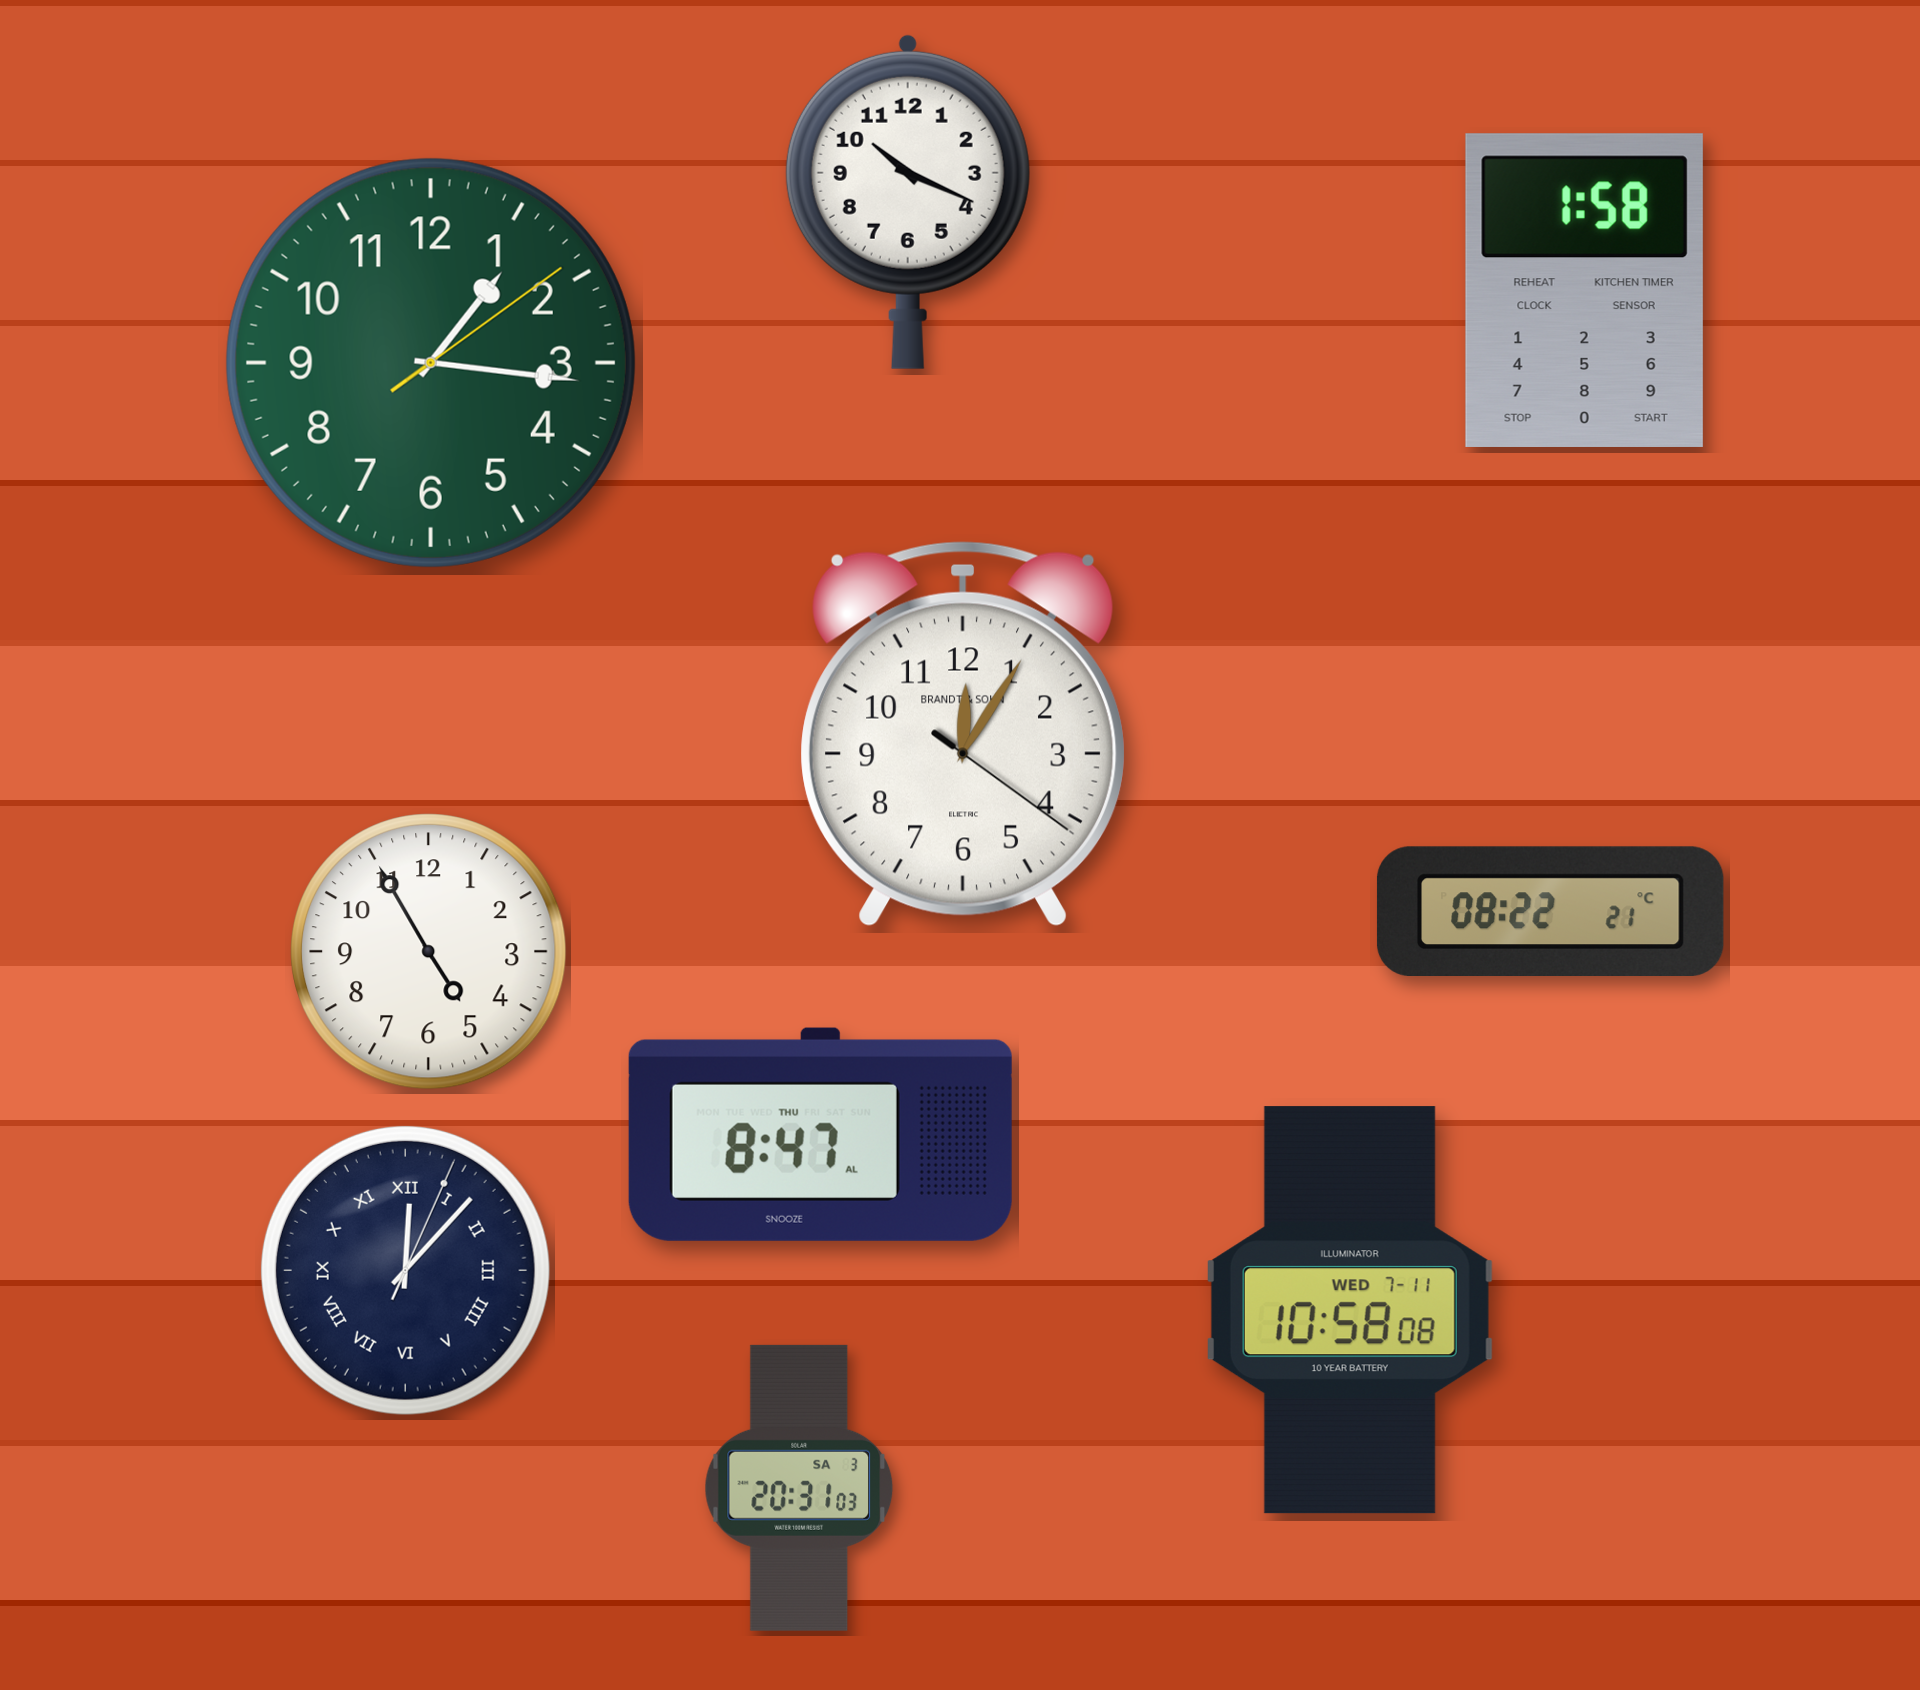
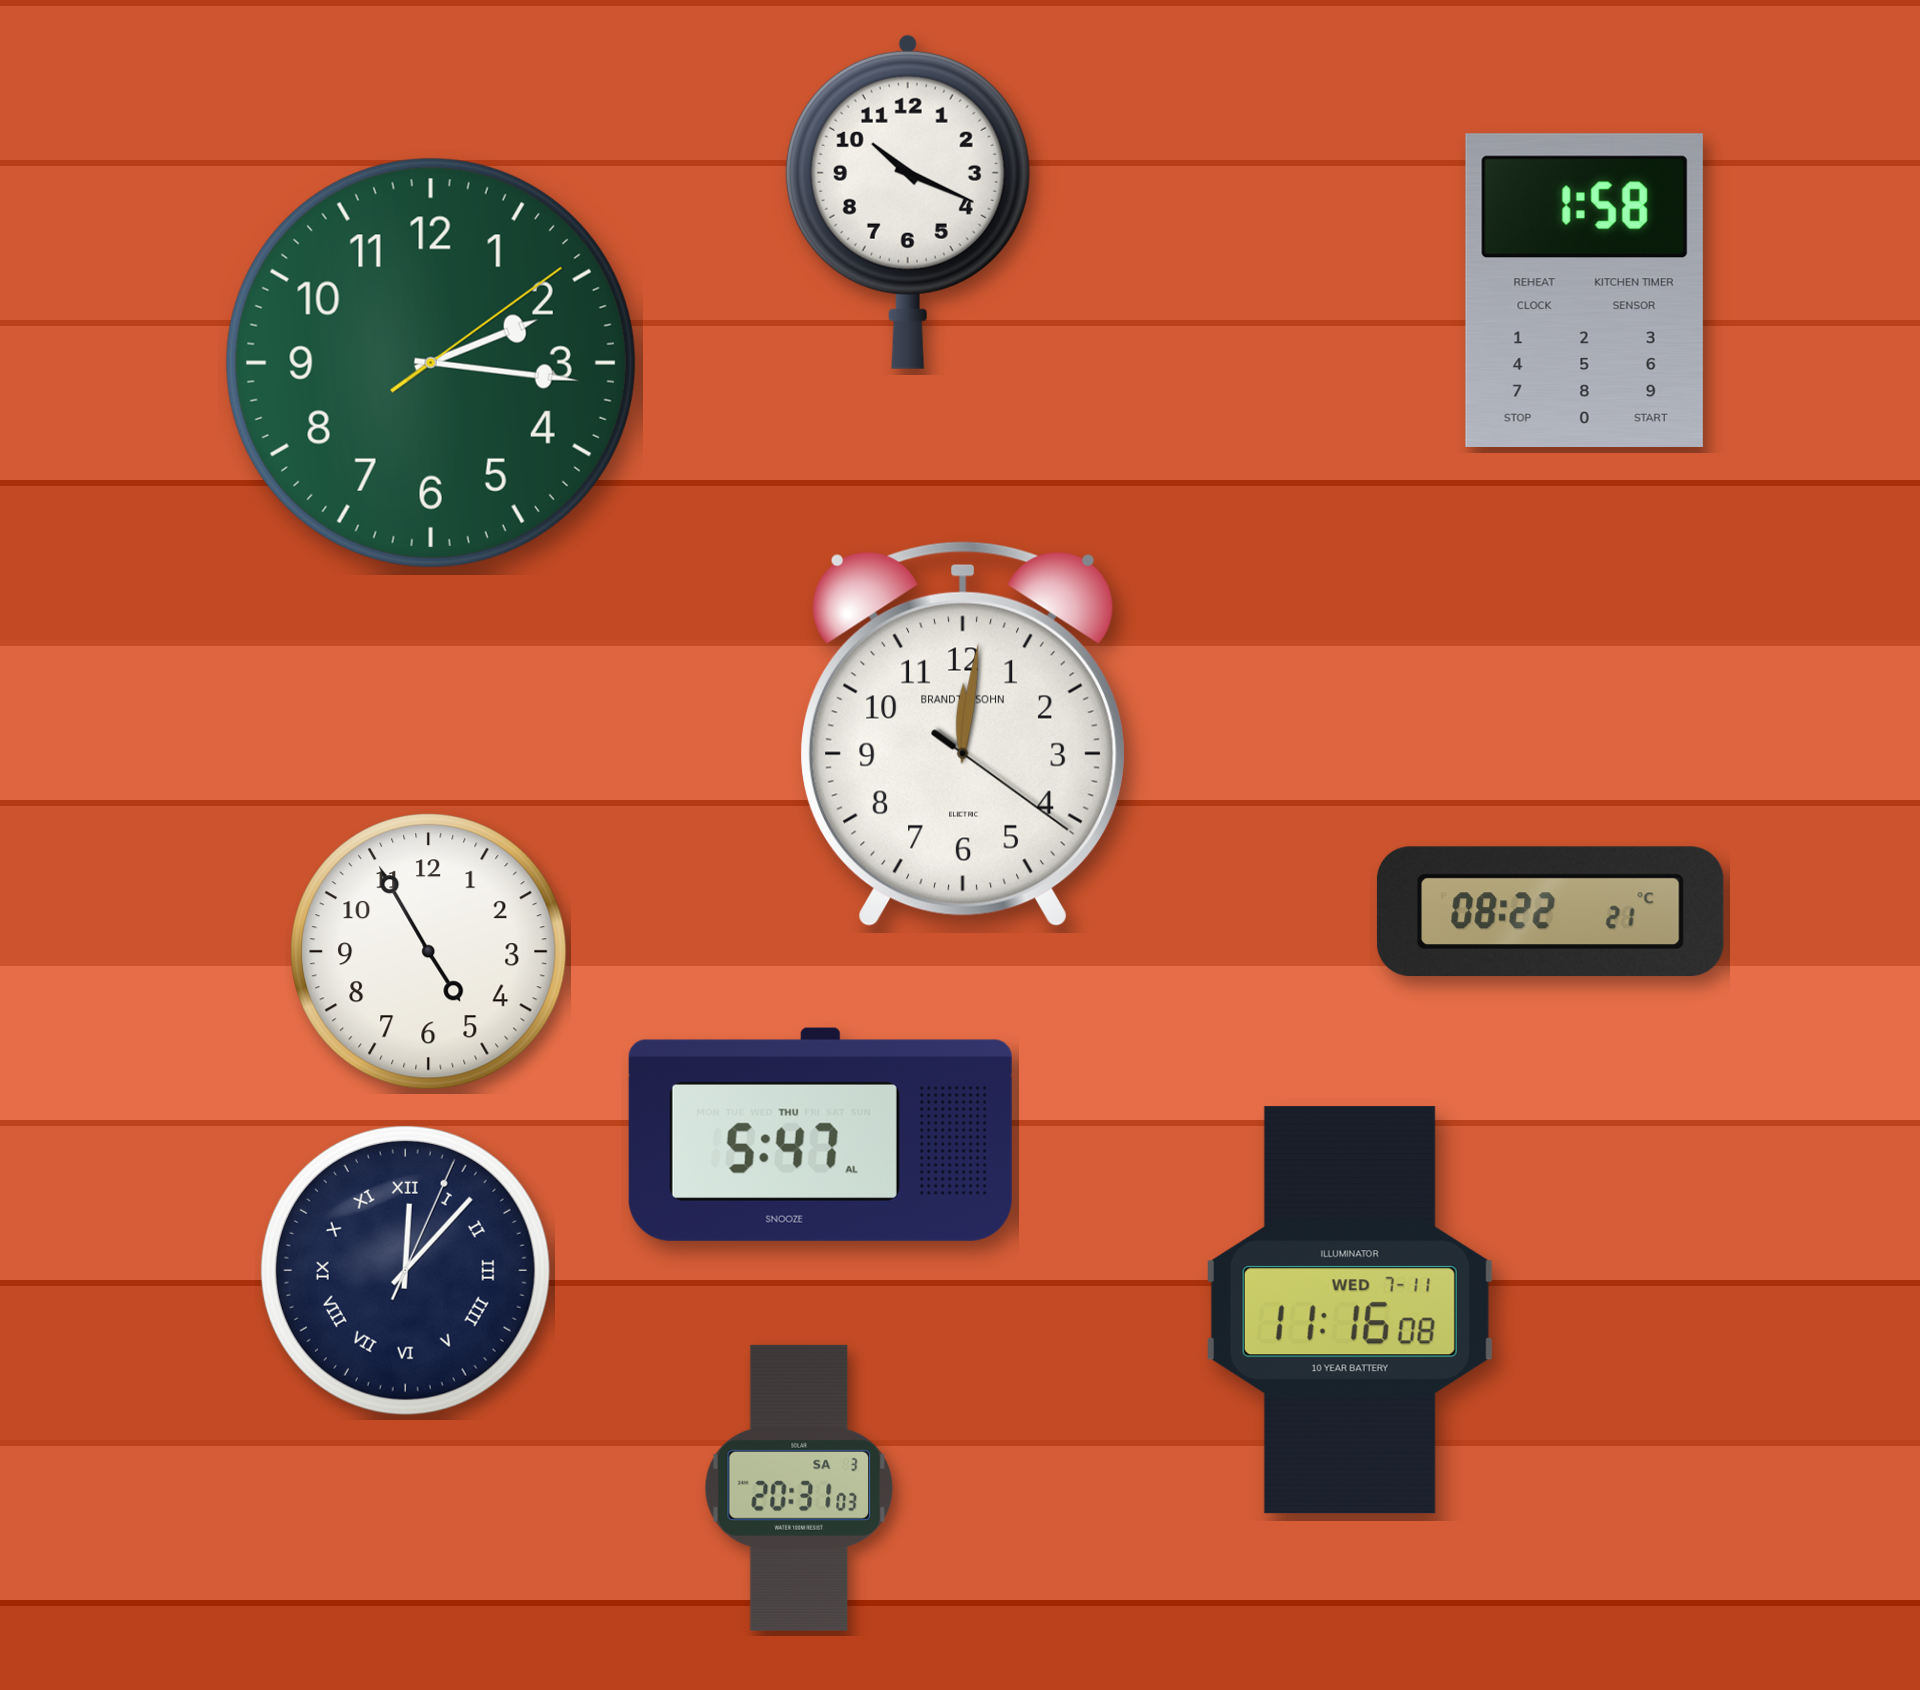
clock at (431, 363): 1:16 -> 2:16
clock at (963, 734): 12:05 -> 12:01
clock at (820, 1134): 8:47 -> 5:47
clock at (1350, 1310): 10:58 -> 11:16
